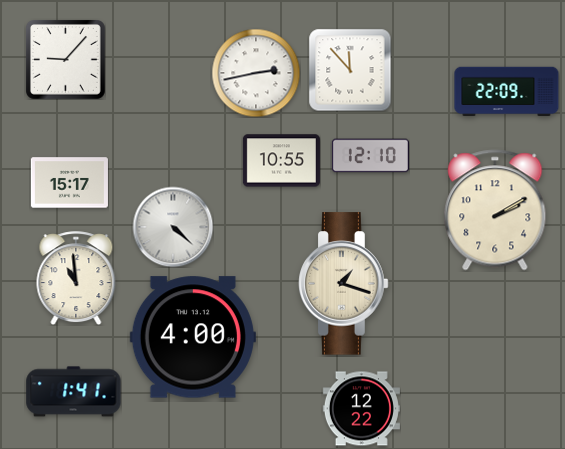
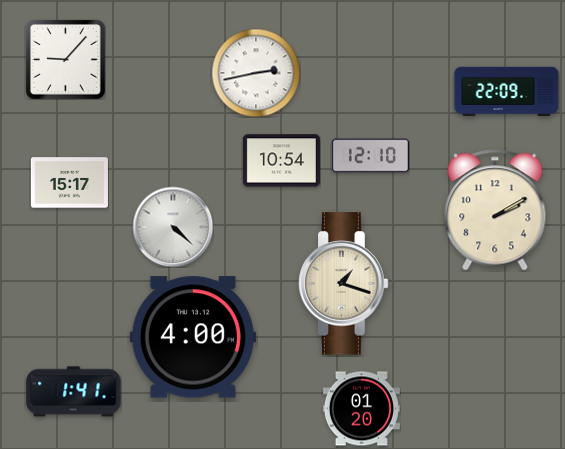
clock at (350, 70): 11:53 -> none
clock at (281, 161): 10:55 -> 10:54
clock at (76, 278): 10:59 -> none
clock at (361, 409): 12:22 -> 01:20
